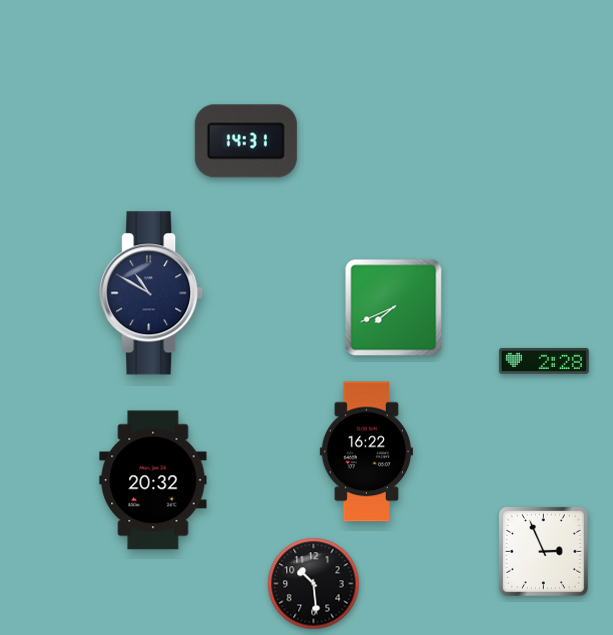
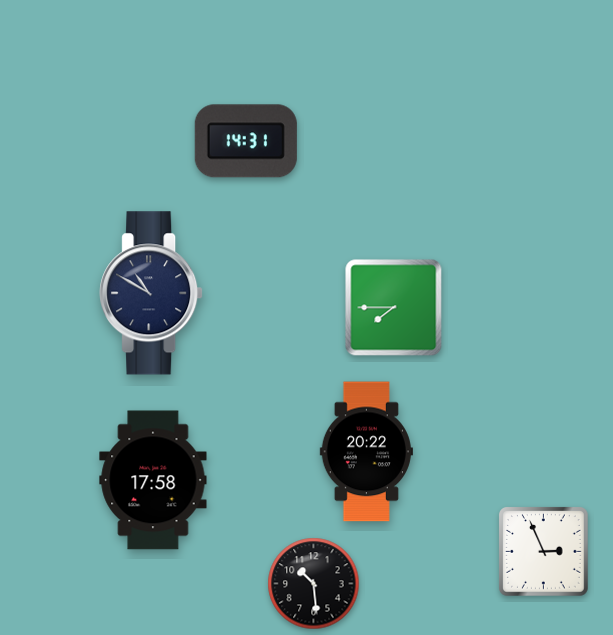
clock at (394, 308): 7:41 -> 7:45
clock at (544, 361): 2:28 -> none
clock at (366, 452): 16:22 -> 20:22
clock at (153, 480): 20:32 -> 17:58
